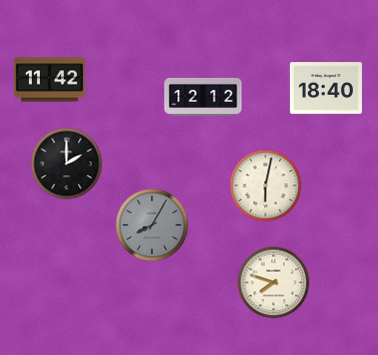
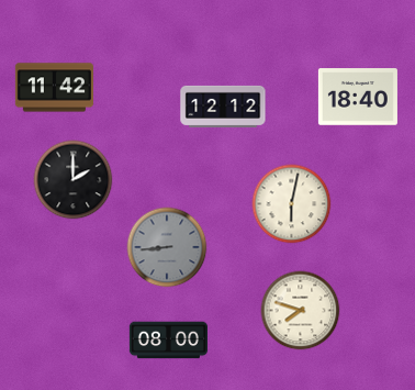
clock at (152, 225): 8:05 -> 8:44
clock at (168, 341): none -> 08:00
